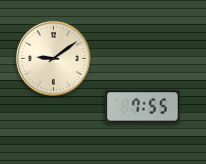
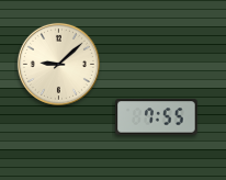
clock at (53, 58): 9:09 -> 9:08
